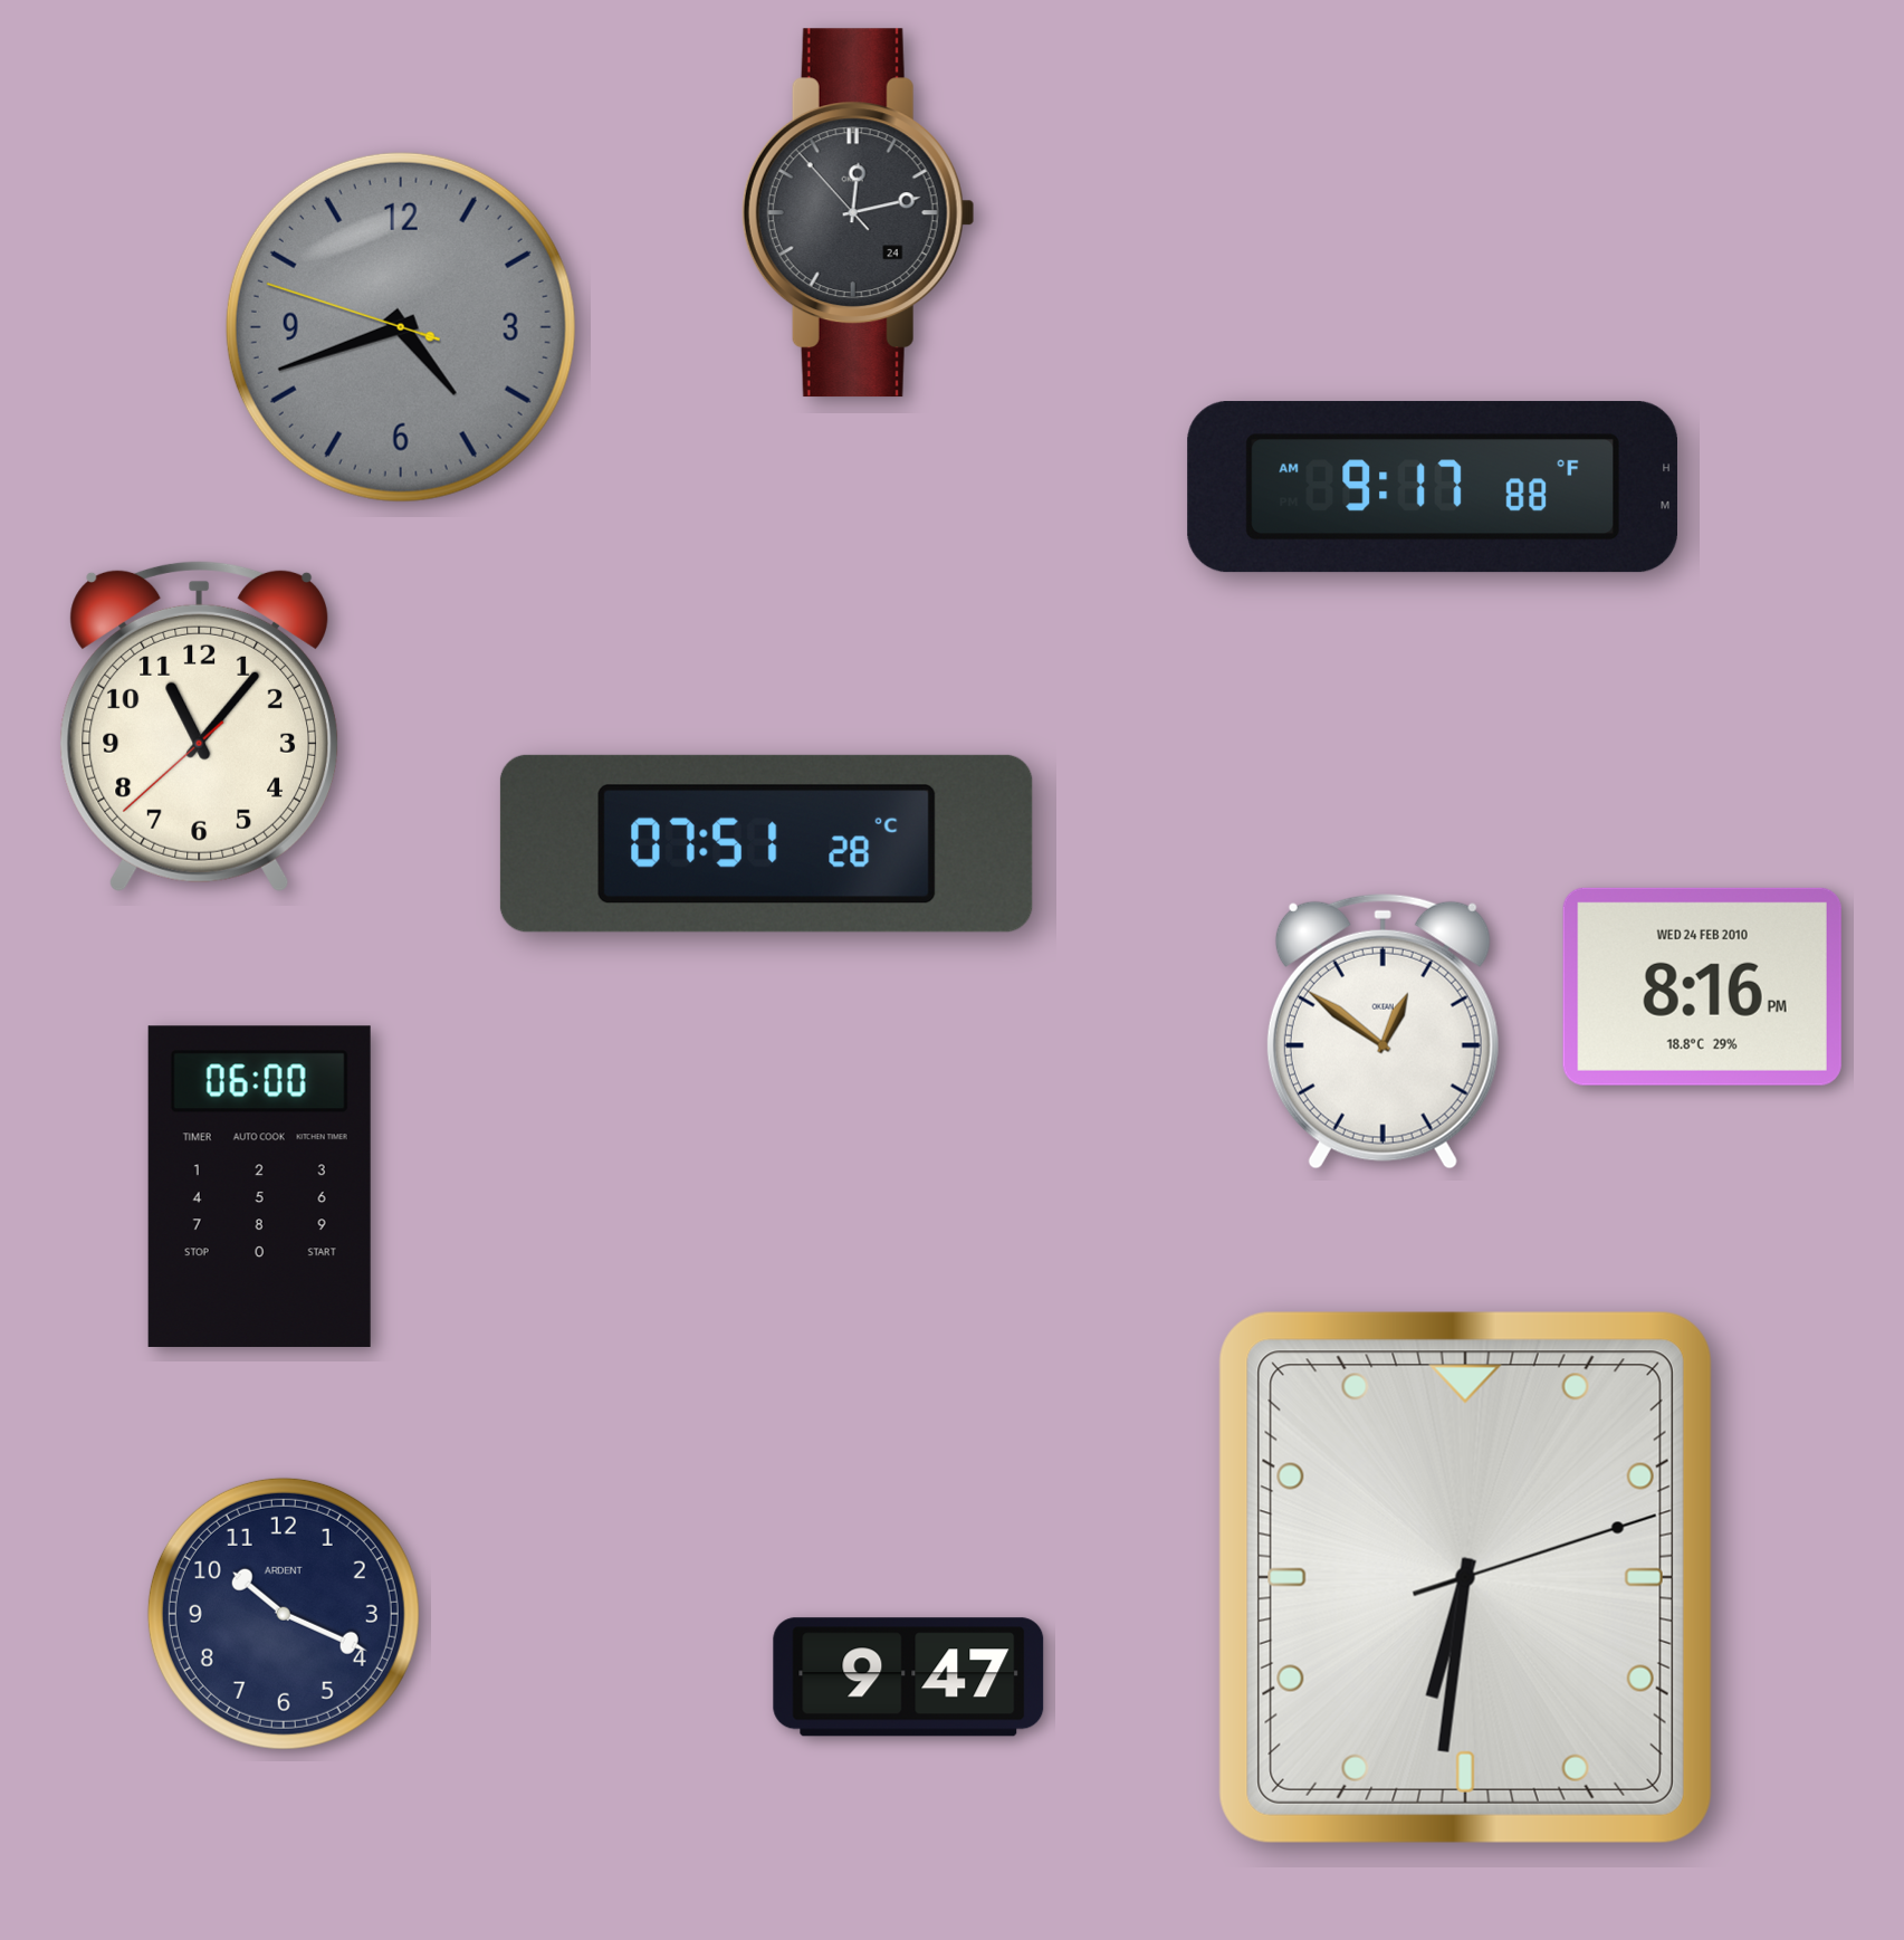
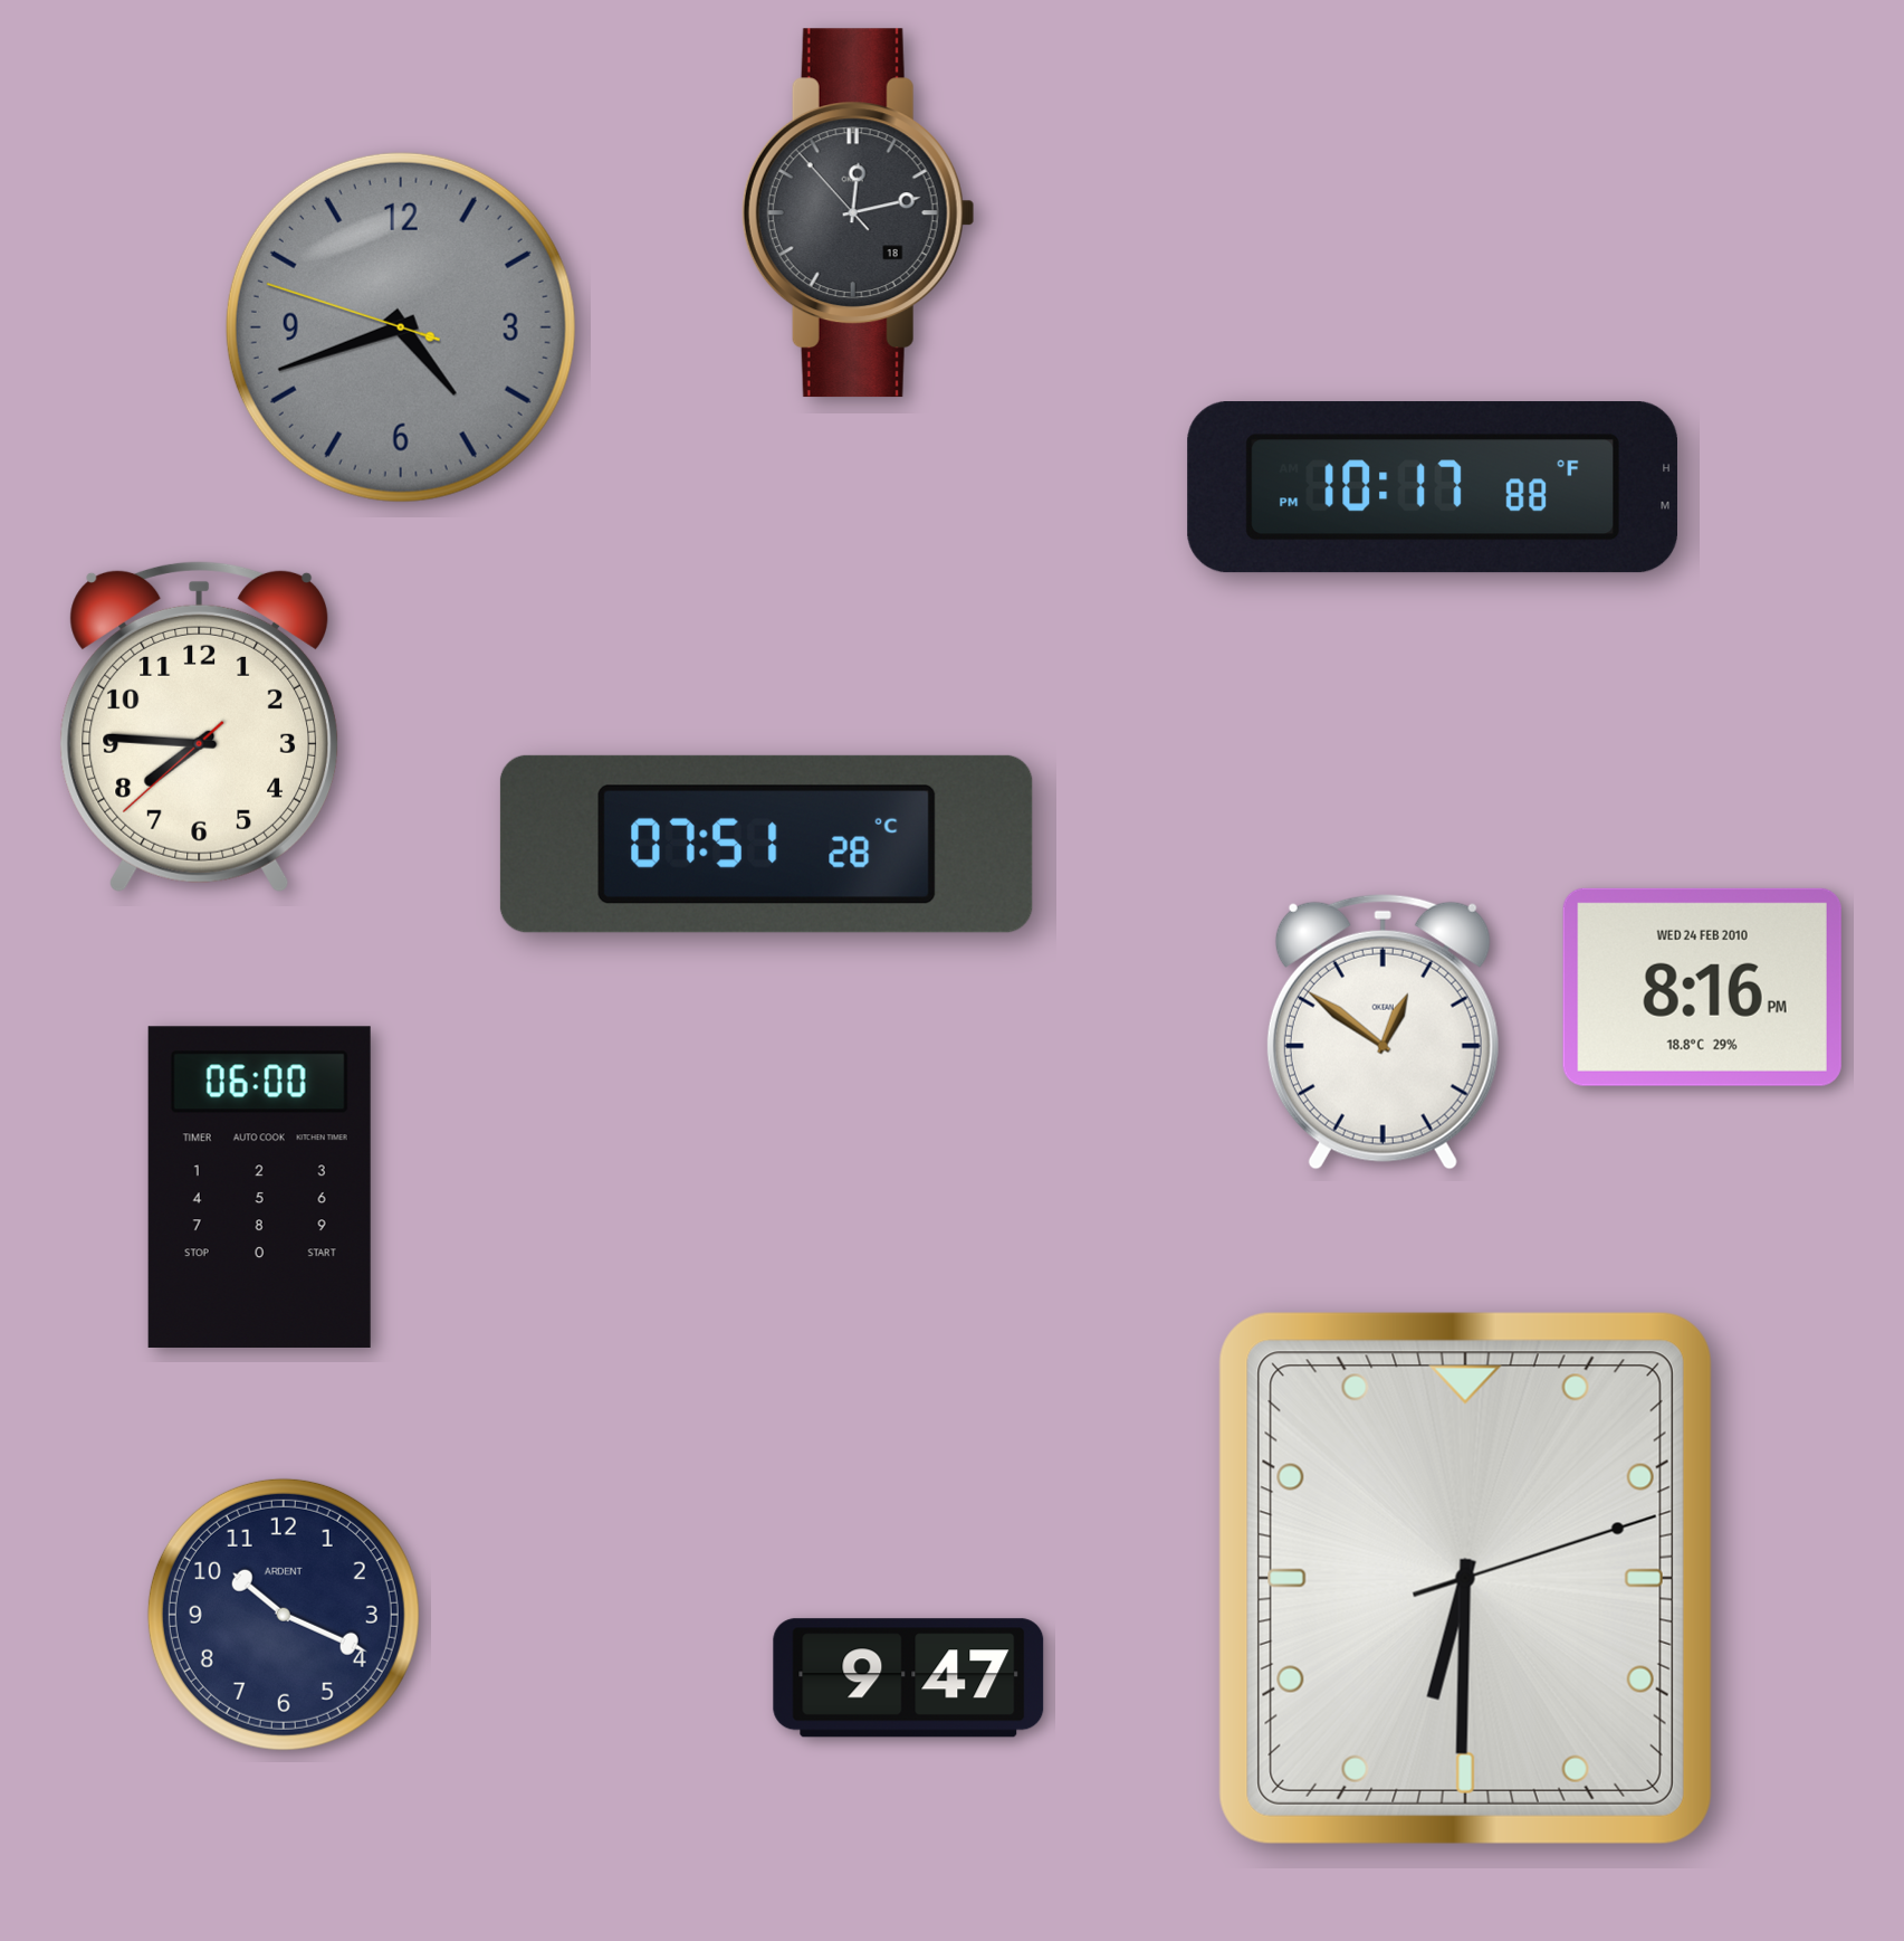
clock at (858, 213) date: 24 -> 18
clock at (1432, 487): 9:17 -> 10:17
clock at (200, 726): 11:06 -> 7:45
clock at (1465, 1577): 6:31 -> 6:30
